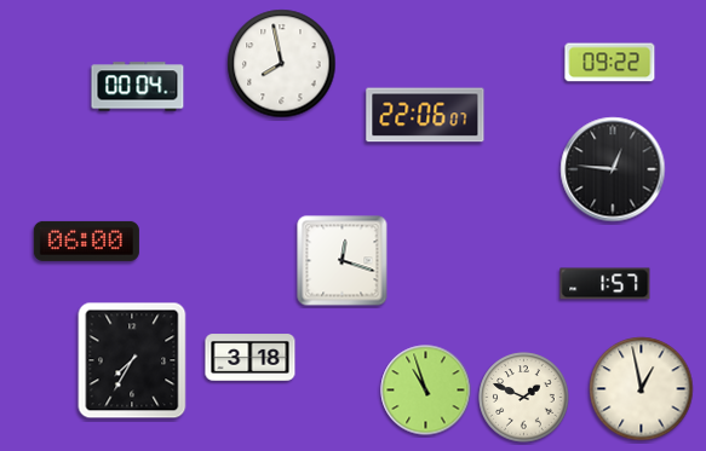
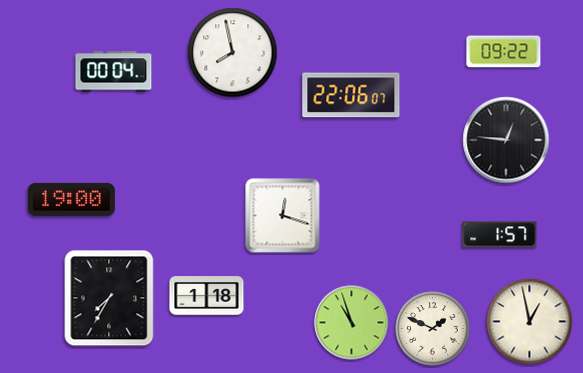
clock at (86, 241): 06:00 -> 19:00
clock at (251, 358): 3:18 -> 1:18
